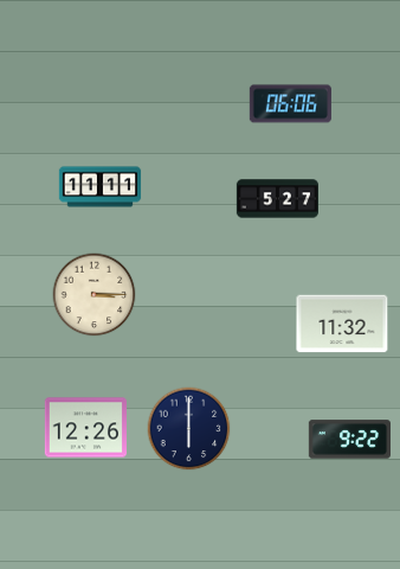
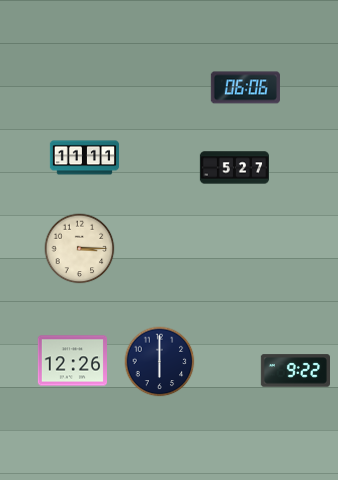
clock at (342, 324): 11:32 -> none
